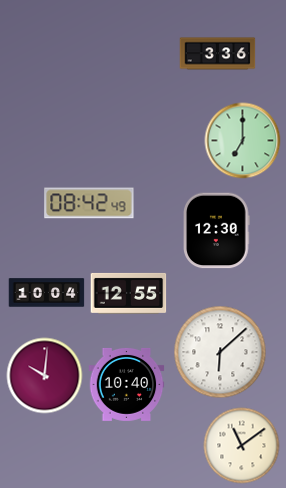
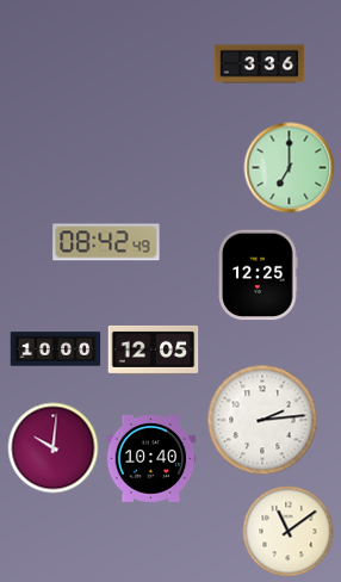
clock at (217, 231): 12:30 -> 12:25
clock at (47, 293): 10:04 -> 10:00
clock at (129, 293): 12:55 -> 12:05
clock at (220, 352): 6:08 -> 2:14
